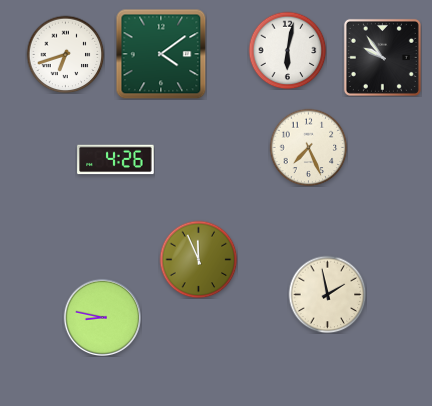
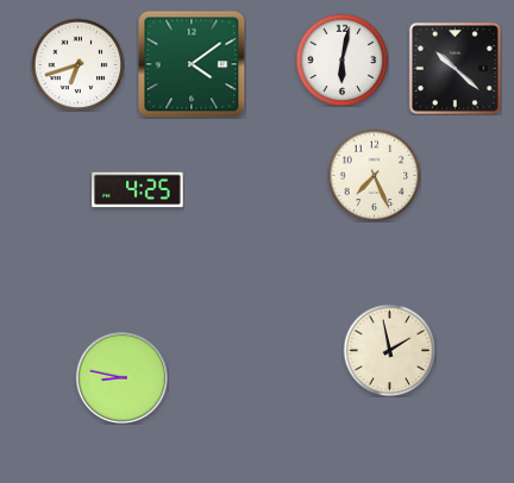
clock at (382, 57): 9:54 -> 10:22
clock at (308, 147) position: (308, 147) -> (374, 175)
clock at (116, 160): 4:26 -> 4:25
clock at (198, 259): 11:56 -> none
